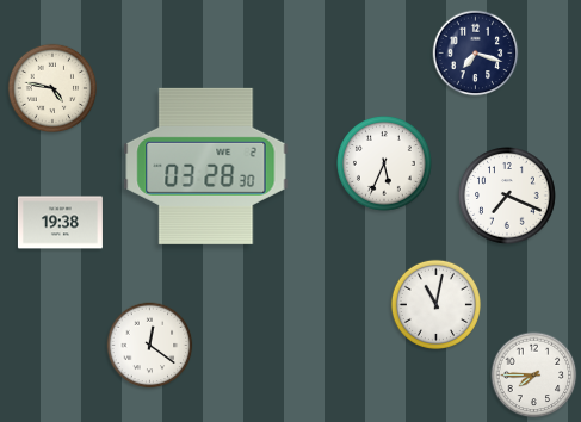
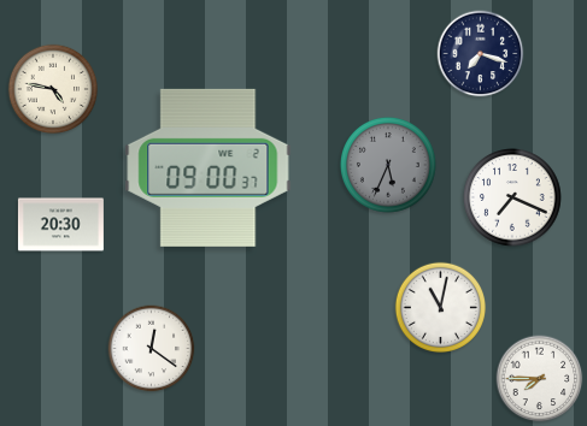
clock at (384, 163) dial: white -> grey
clock at (206, 166): 03:28 -> 09:00
clock at (60, 223): 19:38 -> 20:30
